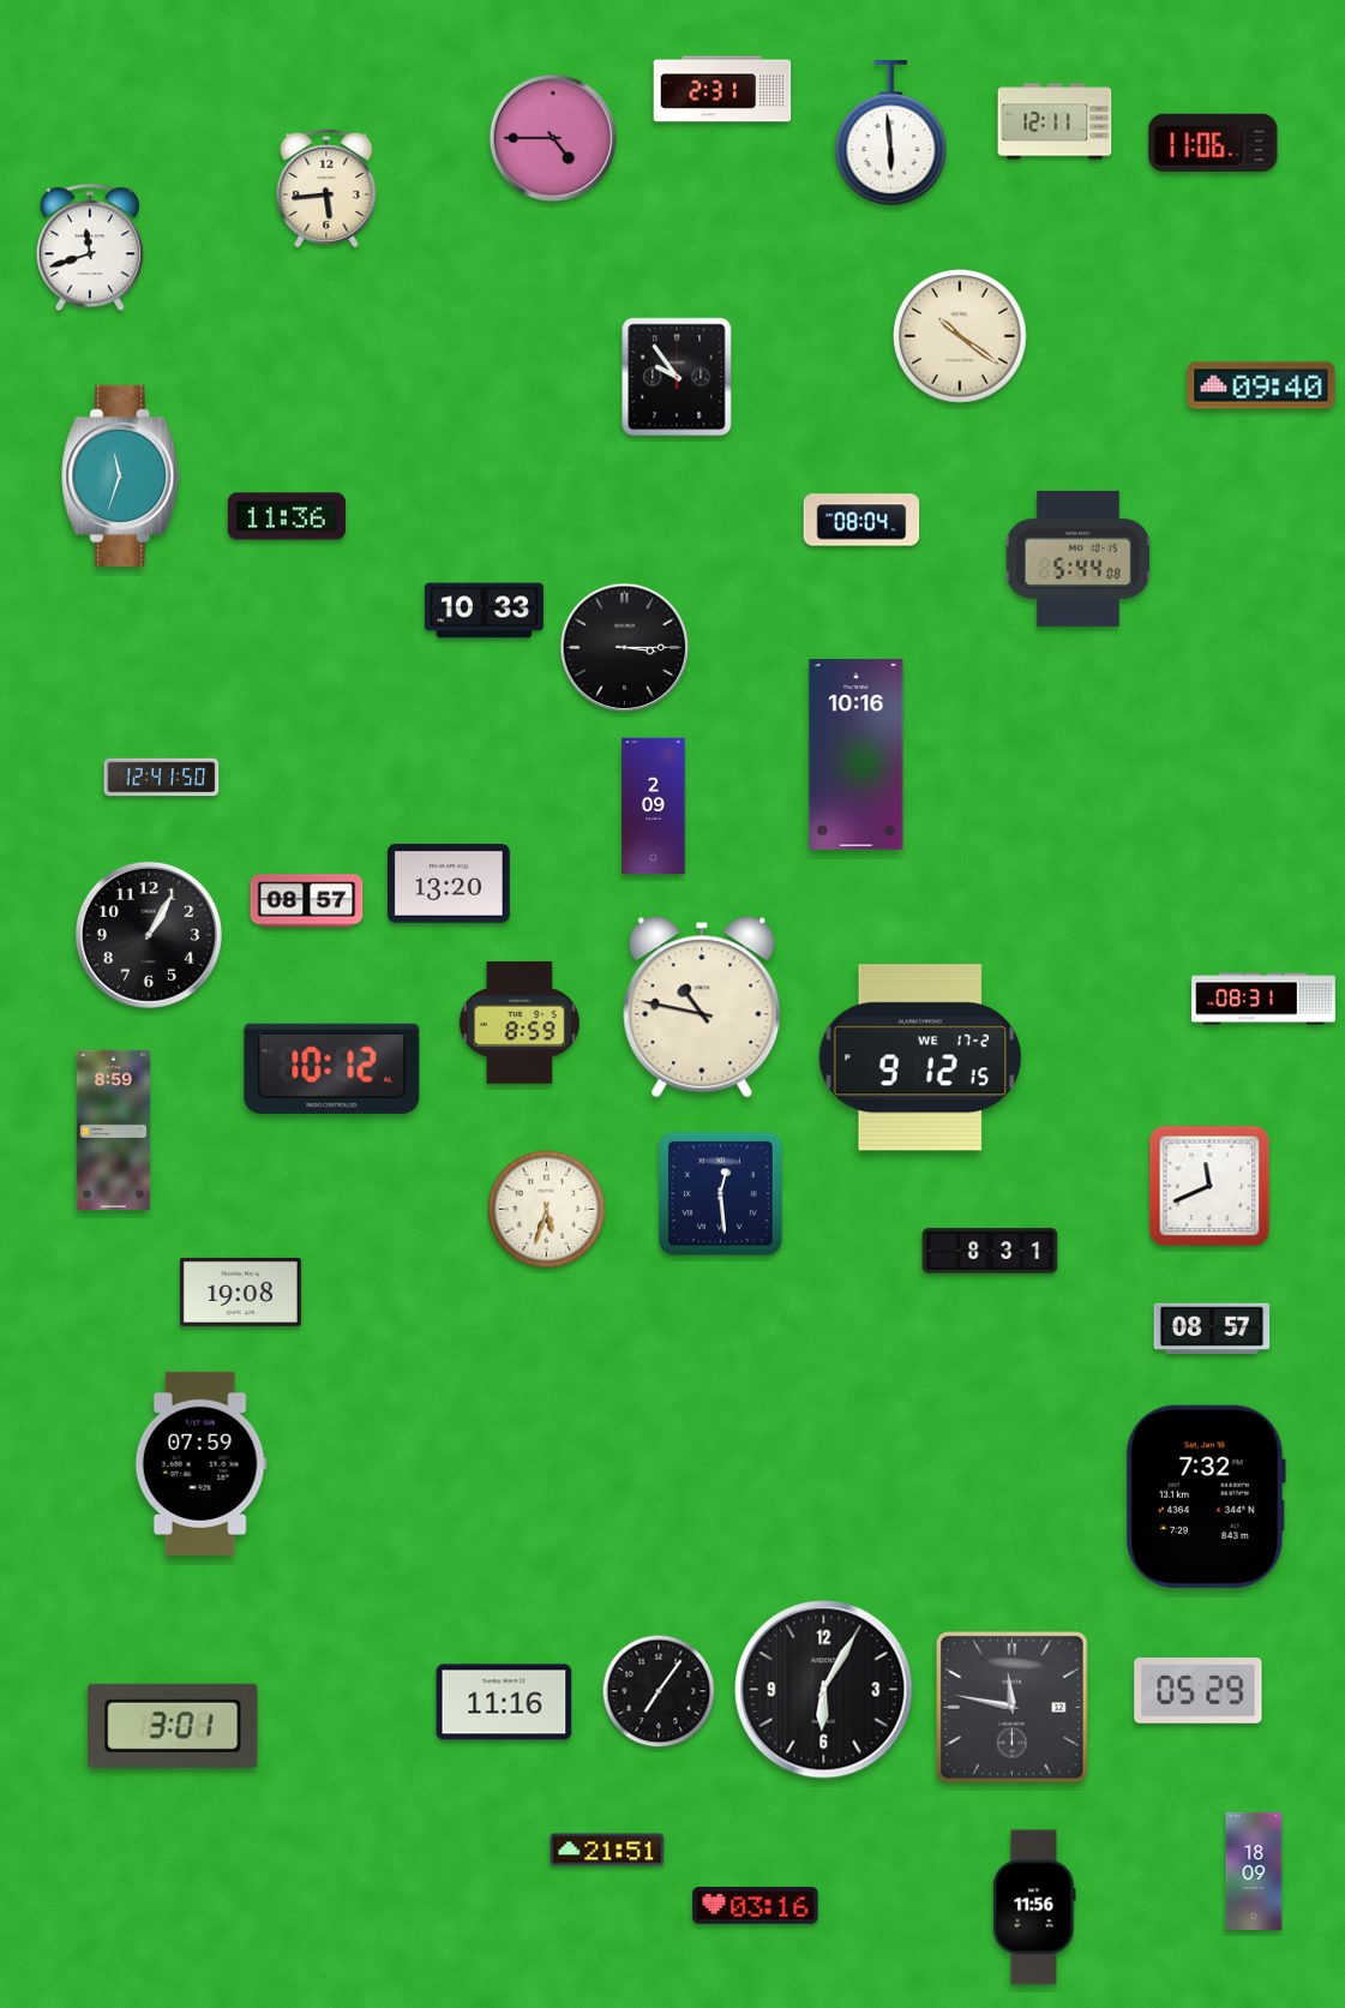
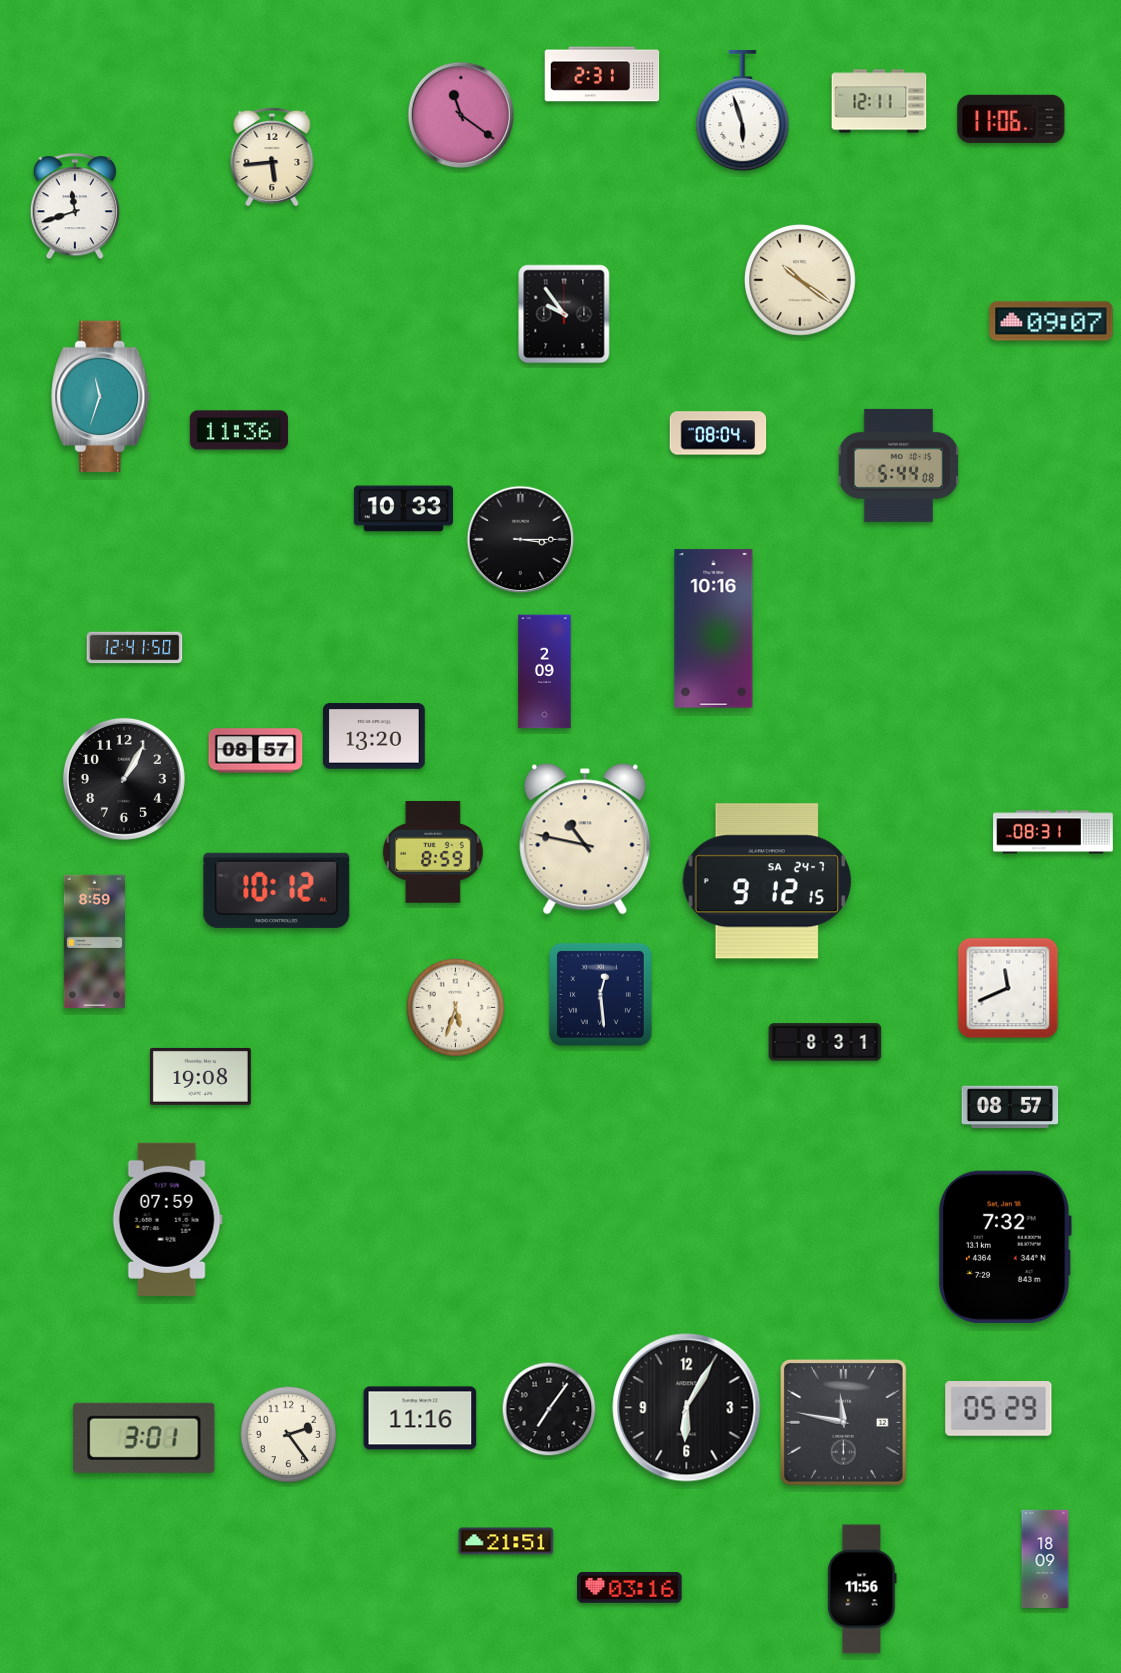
clock at (891, 133): 5:59 -> 5:57
clock at (553, 138): 4:45 -> 11:21
clock at (1261, 385): 09:40 -> 09:07
clock at (919, 1057) date: WE 17-2 -> SA 24-7
clock at (289, 1435): none -> 2:24
